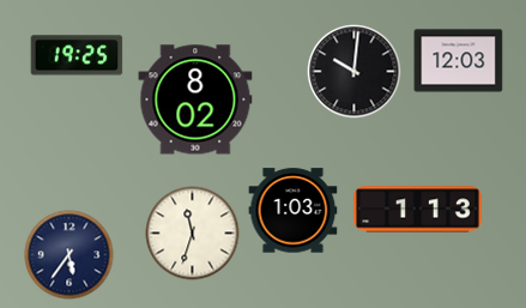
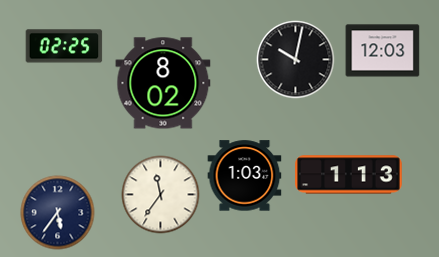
clock at (77, 55): 19:25 -> 02:25
clock at (355, 72): 10:01 -> 10:02
clock at (193, 234): 11:33 -> 11:36
